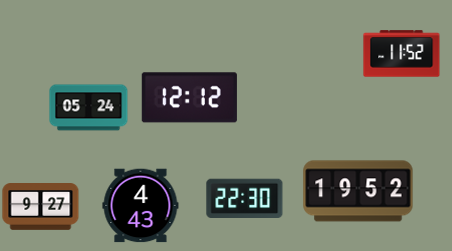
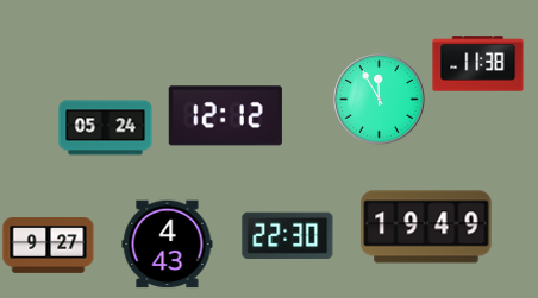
clock at (402, 54): 11:52 -> 11:38
clock at (380, 100): none -> 11:55
clock at (358, 191): 19:52 -> 19:49
clock at (245, 198) position: (245, 198) -> (288, 235)
